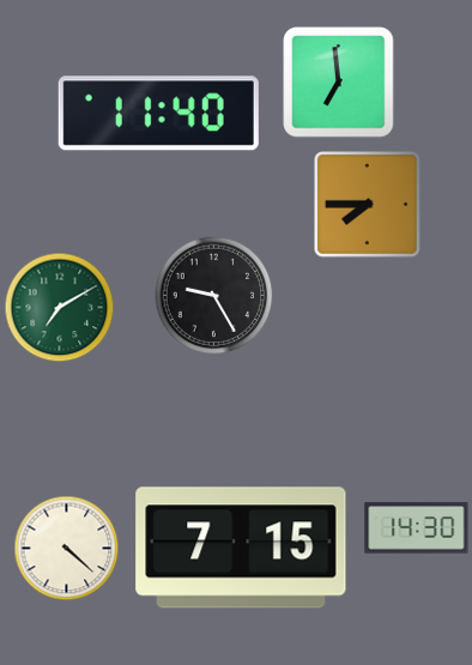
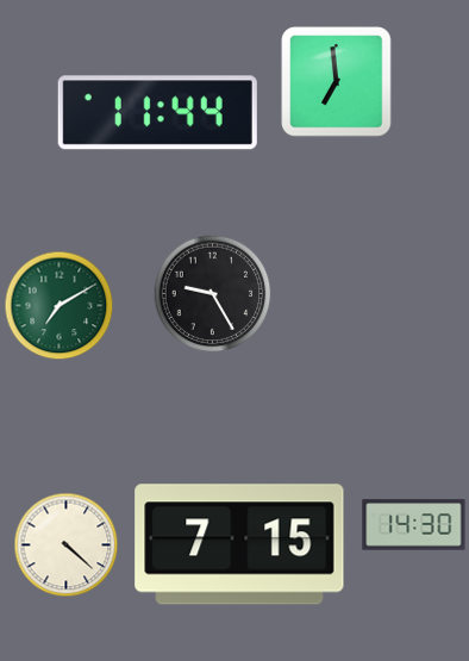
clock at (158, 114): 11:40 -> 11:44
clock at (368, 205): 7:45 -> none
